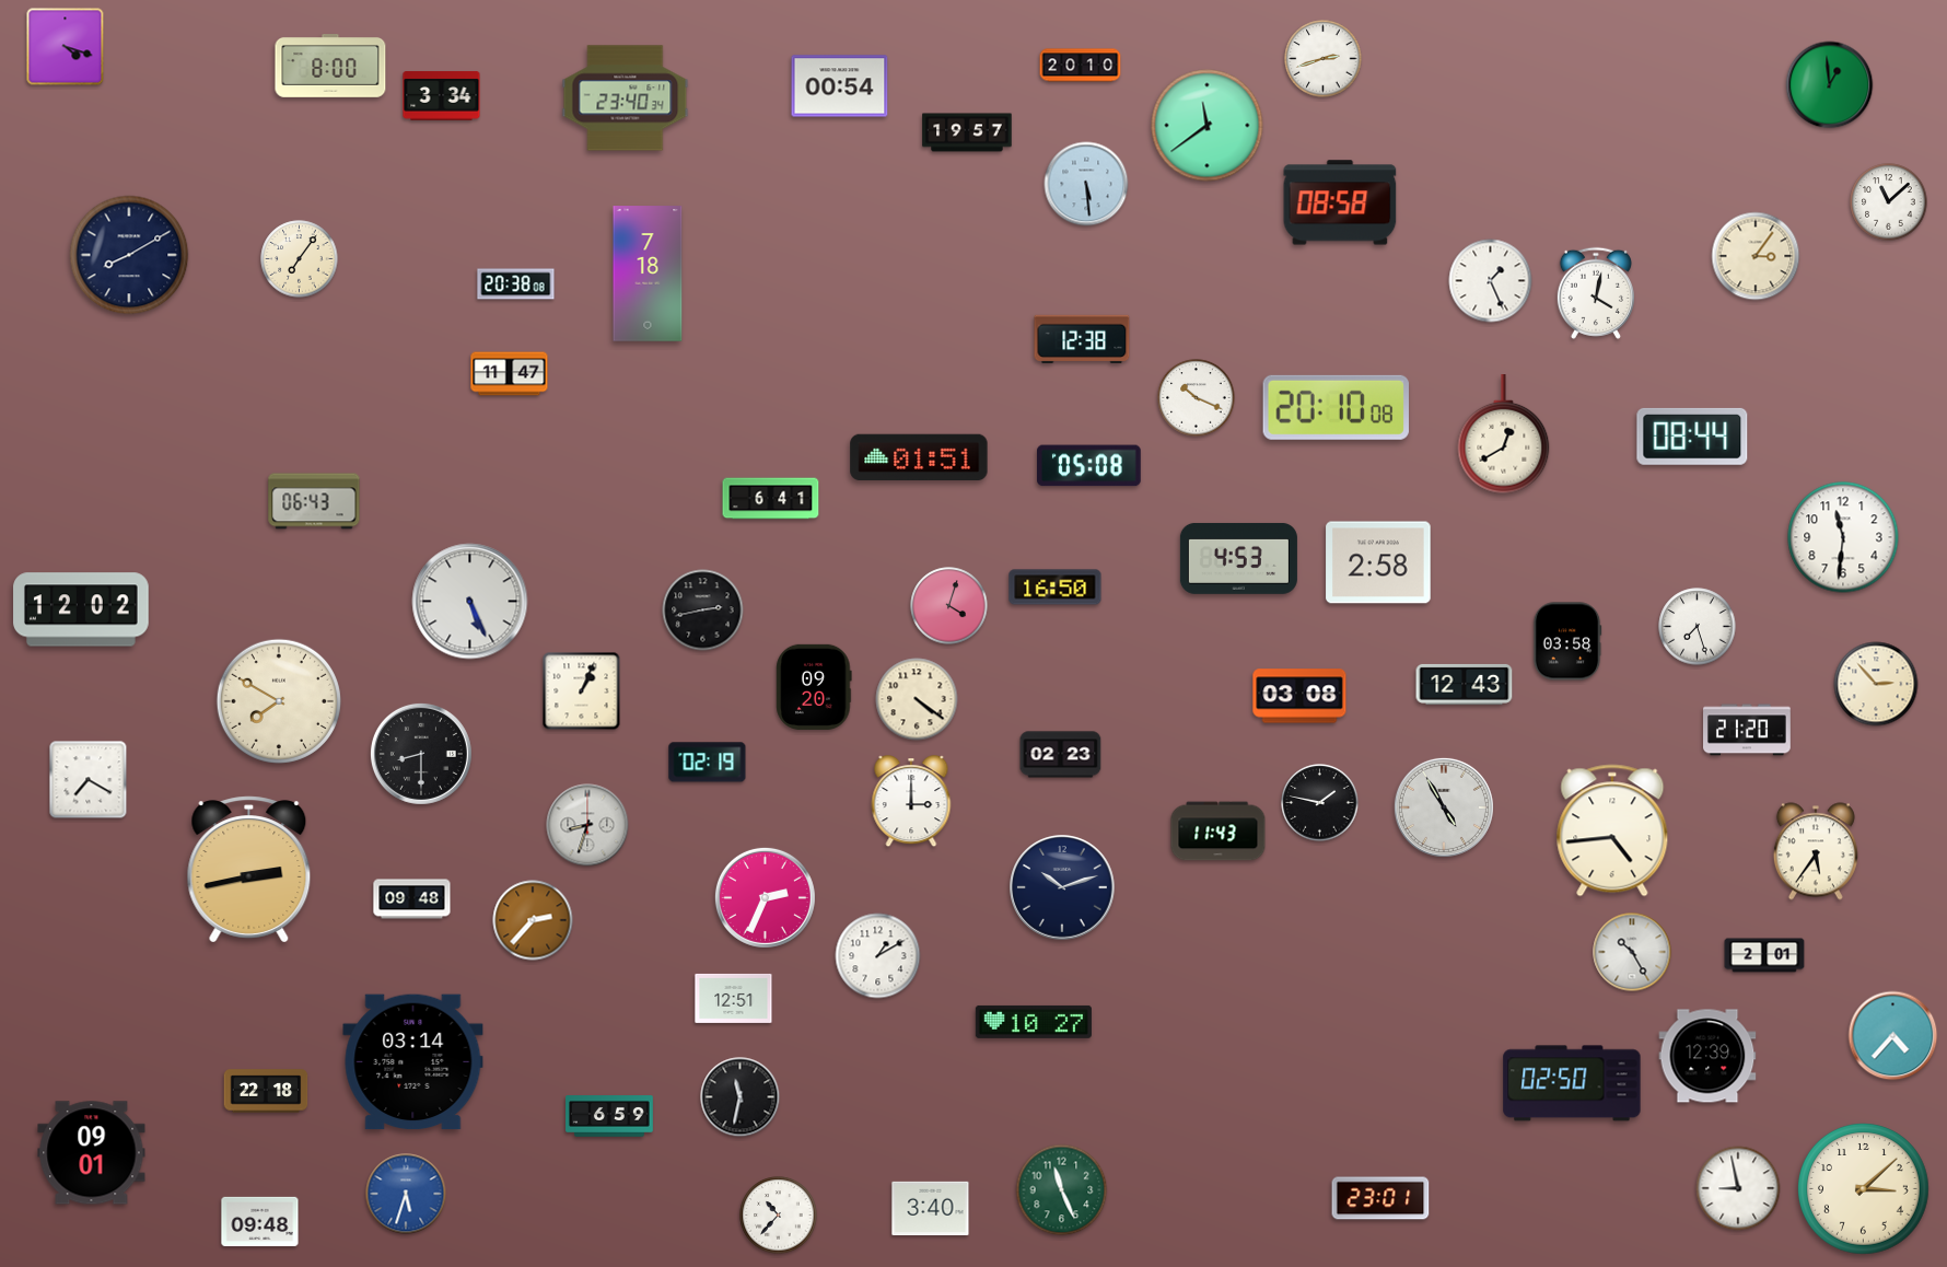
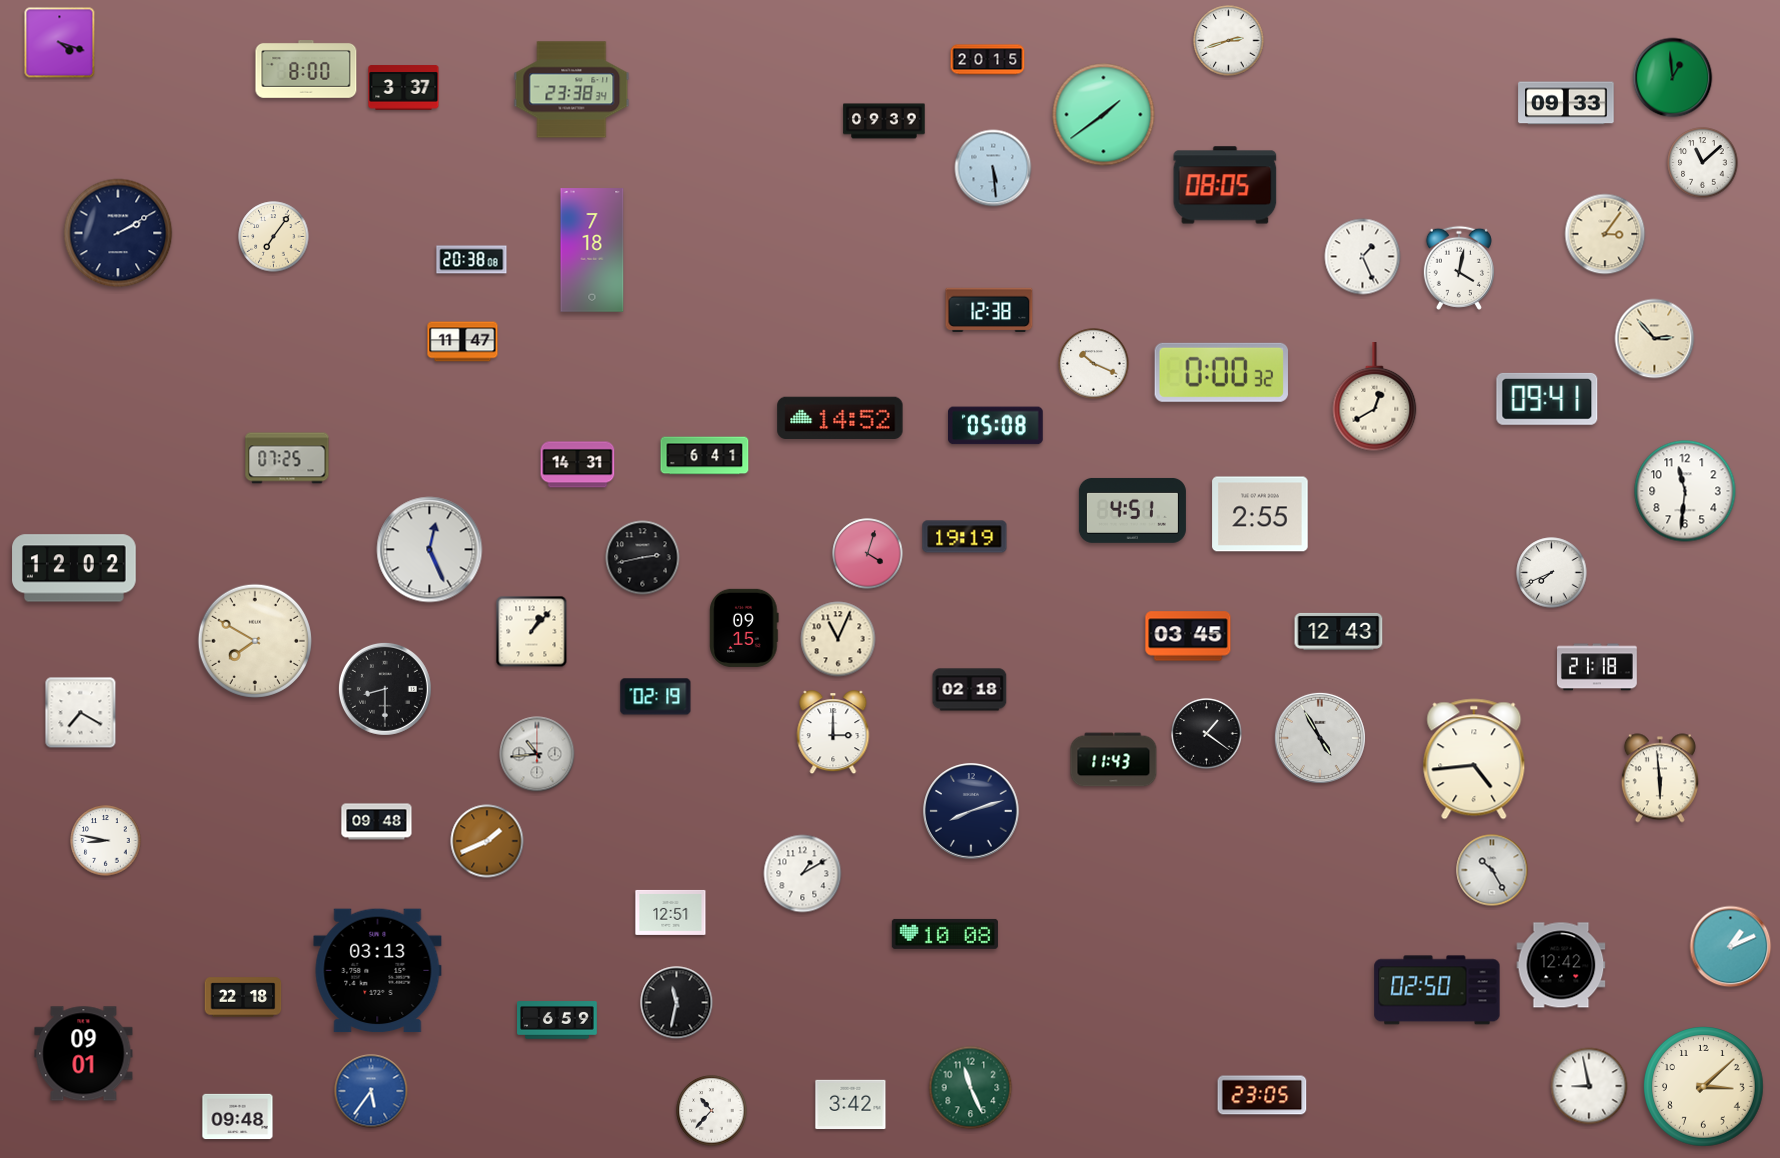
clock at (1324, 59) position: (1324, 59) -> (1229, 41)
clock at (1081, 66): 20:10 -> 20:15
clock at (330, 67) position: (330, 67) -> (306, 70)
clock at (840, 86): 00:54 -> none
clock at (442, 96): 3:34 -> 3:37
clock at (626, 98): 23:40 -> 23:38
clock at (1566, 103): none -> 09:33
clock at (1208, 126): 11:39 -> 1:39
clock at (967, 132): 19:57 -> 09:39
clock at (1340, 202): 08:58 -> 08:05
clock at (1889, 202) position: (1889, 202) -> (1703, 163)
clock at (129, 255): 8:10 -> 2:10
clock at (1655, 339): none -> 2:53
clock at (510, 374) position: (510, 374) -> (463, 342)
clock at (1336, 407): 20:10 -> 0:00
clock at (1692, 437): 08:44 -> 09:41
clock at (919, 456): 01:51 -> 14:52
clock at (314, 501): 06:43 -> 07:25
clock at (578, 465): none -> 14:31
clock at (1238, 558): 4:53 -> 4:51
clock at (1378, 562): 2:58 -> 2:55
clock at (1056, 588): 16:50 -> 19:19
clock at (470, 602): 5:26 -> 12:26
clock at (81, 609) position: (81, 609) -> (74, 568)
clock at (1698, 627): 7:27 -> 7:41
clock at (1567, 641): 03:58 -> none
clock at (1465, 684) position: (1465, 684) -> (1339, 631)
clock at (1876, 684): 2:53 -> none
clock at (814, 687): 09:20 -> 09:15
clock at (582, 691): 1:04 -> 1:07
clock at (1299, 696): 03:08 -> 03:45
clock at (917, 699): 4:21 -> 11:04
clock at (1748, 730): 21:20 -> 21:18
clock at (1061, 755): 02:23 -> 02:18
clock at (708, 763) position: (708, 763) -> (656, 697)
clock at (1320, 803): 1:47 -> 1:21
clock at (587, 825): 8:33 -> 10:44
clock at (1816, 851): 5:36 -> 5:59
clock at (249, 870): 2:43 -> none
clock at (1062, 887): 10:12 -> 8:12
clock at (765, 897): 2:34 -> none
clock at (106, 841): none -> 8:47
clock at (533, 920): 2:37 -> 1:41
clock at (1764, 955): 2:01 -> none
clock at (1034, 1022): 10:27 -> 10:08
clock at (1893, 1036): 4:37 -> 1:11
clock at (1707, 1056): 12:39 -> 12:42
clock at (413, 1062): 03:14 -> 03:13
clock at (406, 1194): 5:33 -> 5:36
clock at (1380, 1198): 23:01 -> 23:05
clock at (931, 1209): 3:40 -> 3:42
